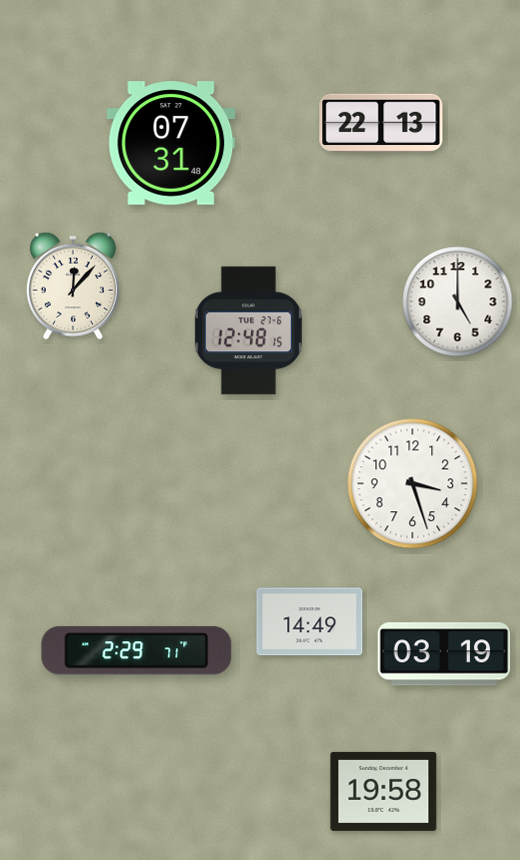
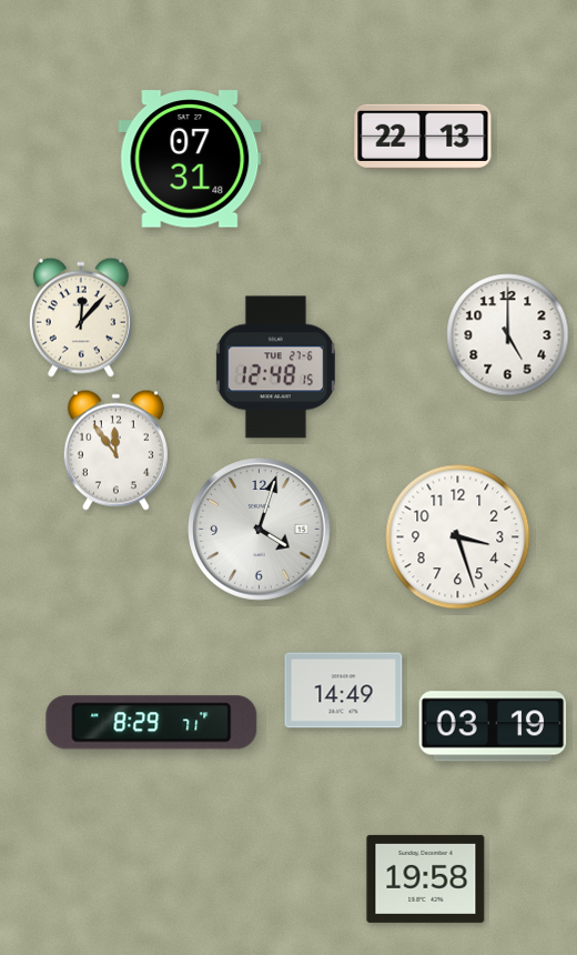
clock at (115, 450): none -> 11:54
clock at (260, 530): none -> 4:03
clock at (137, 651): 2:29 -> 8:29
